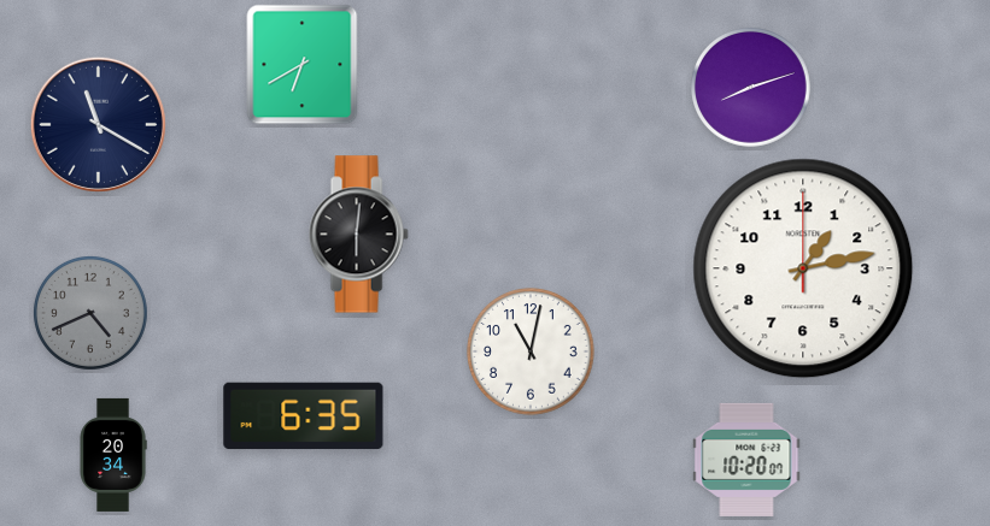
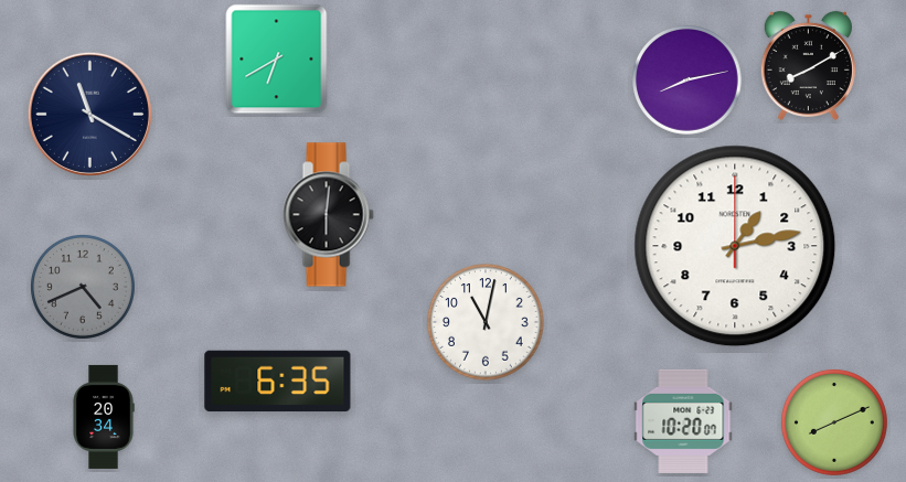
clock at (808, 66): none -> 8:10
clock at (751, 88): 8:12 -> 8:13
clock at (835, 422): none -> 8:11
